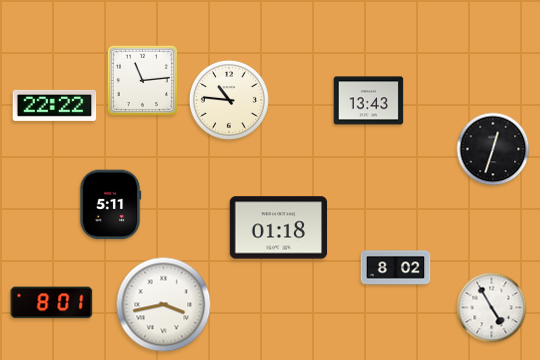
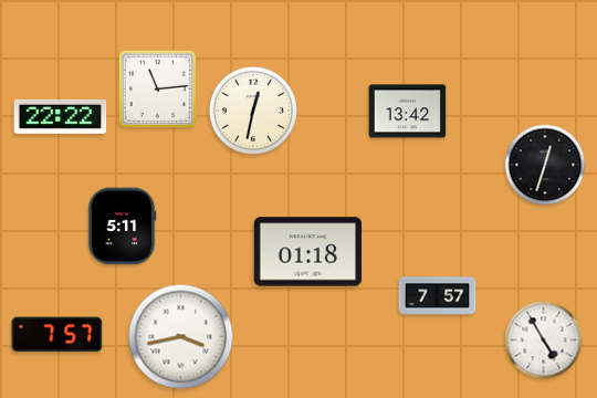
clock at (229, 100): 10:46 -> 12:32
clock at (369, 101): 13:43 -> 13:42
clock at (396, 268): 8:02 -> 7:57
clock at (52, 303): 8:01 -> 7:57
